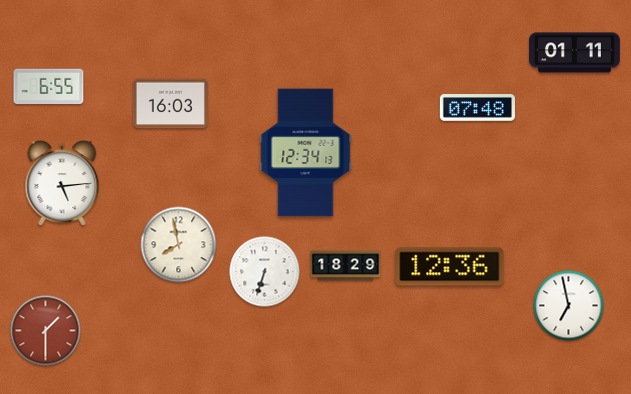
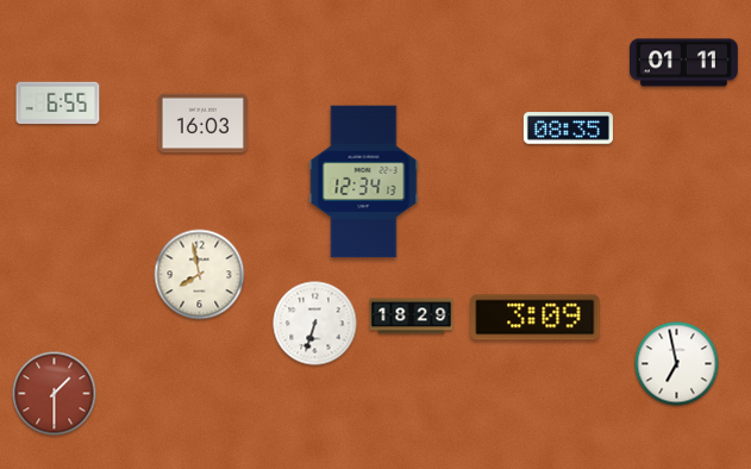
clock at (477, 108): 07:48 -> 08:35
clock at (62, 183): 5:14 -> none
clock at (179, 245) position: (179, 245) -> (200, 275)
clock at (450, 267): 12:36 -> 3:09
